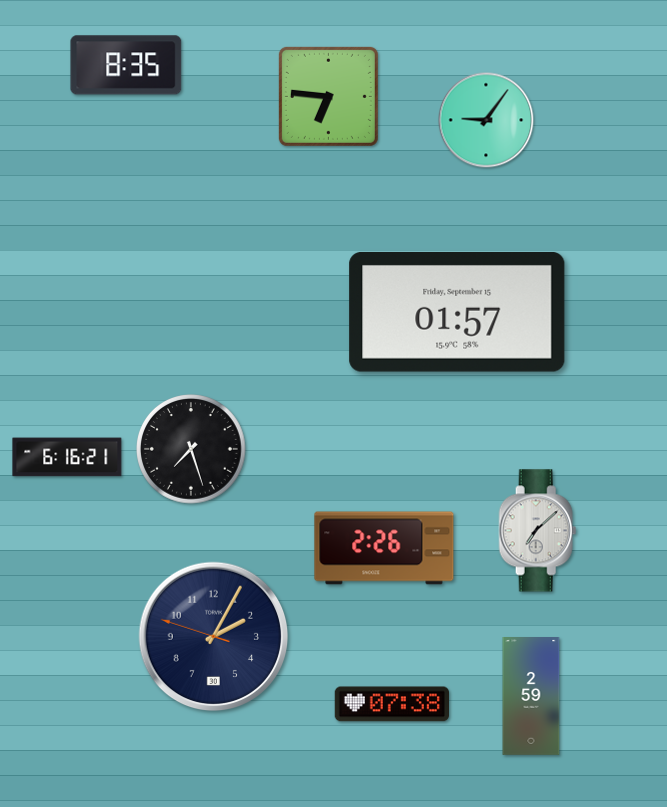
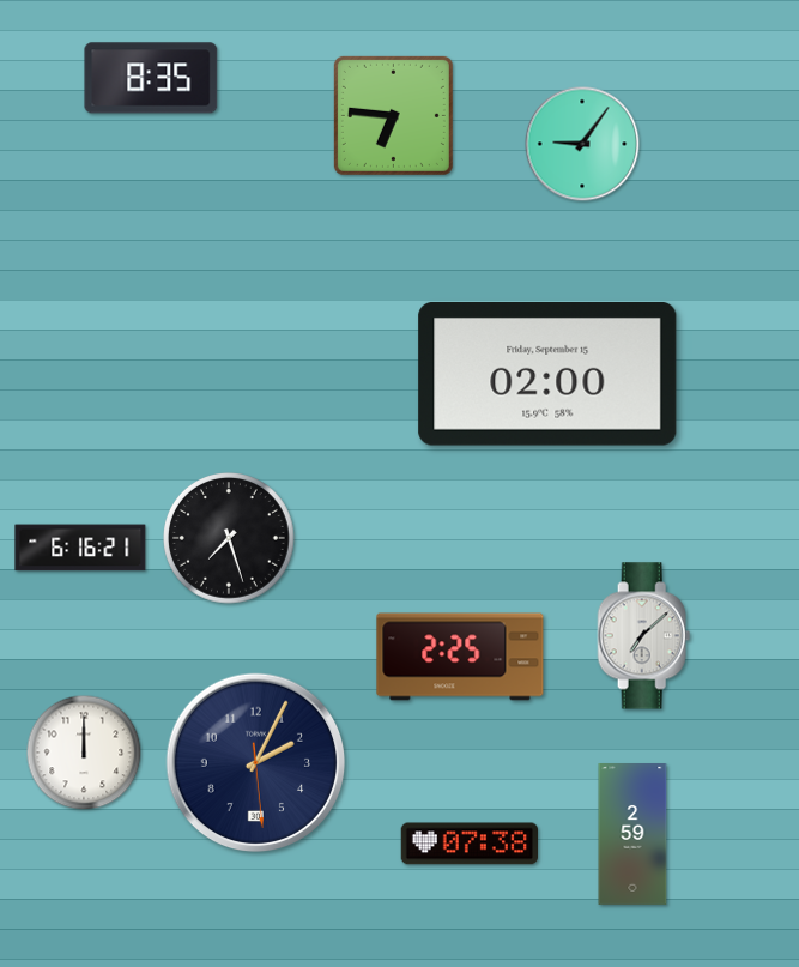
clock at (457, 313): 01:57 -> 02:00
clock at (384, 548): 2:26 -> 2:25
clock at (84, 753): none -> 12:00
clock at (214, 637): 2:04:48 -> 2:04:29
clock at (531, 697) position: (531, 697) -> (632, 835)
